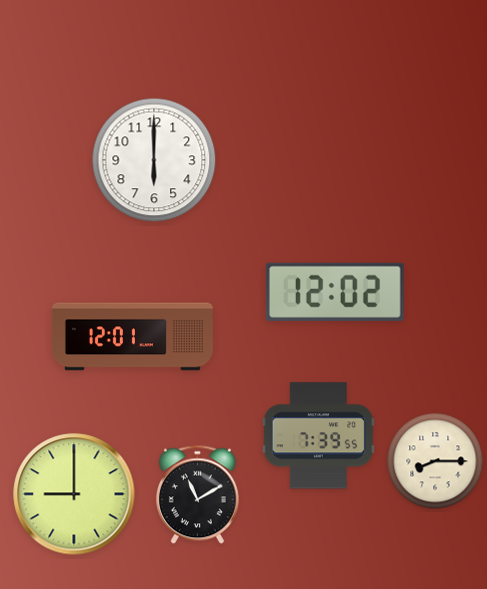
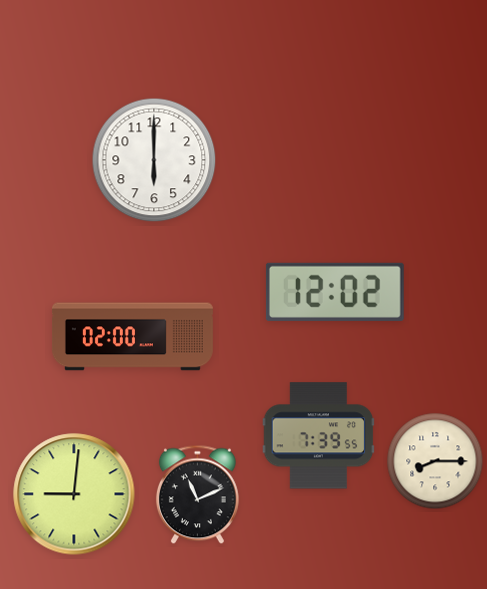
clock at (132, 337): 12:01 -> 02:00
clock at (74, 494): 9:00 -> 9:01
clock at (197, 495): 11:10 -> 11:11
